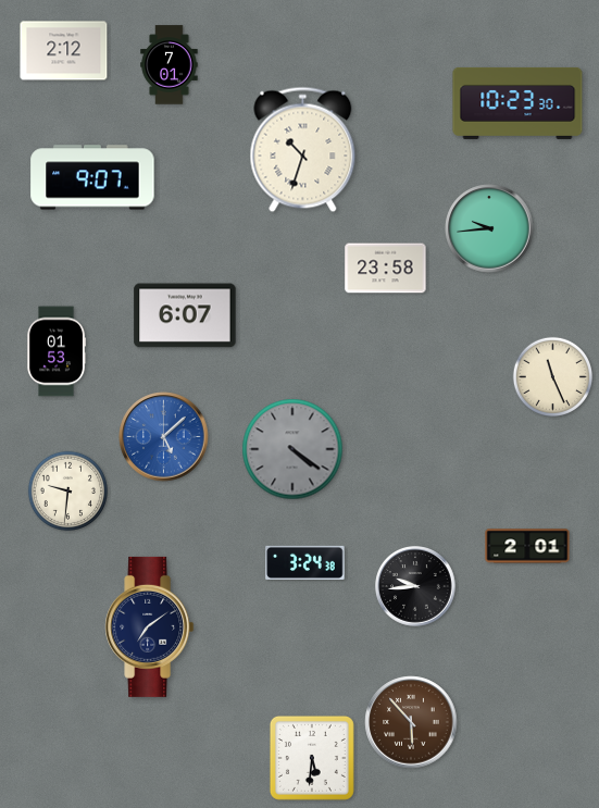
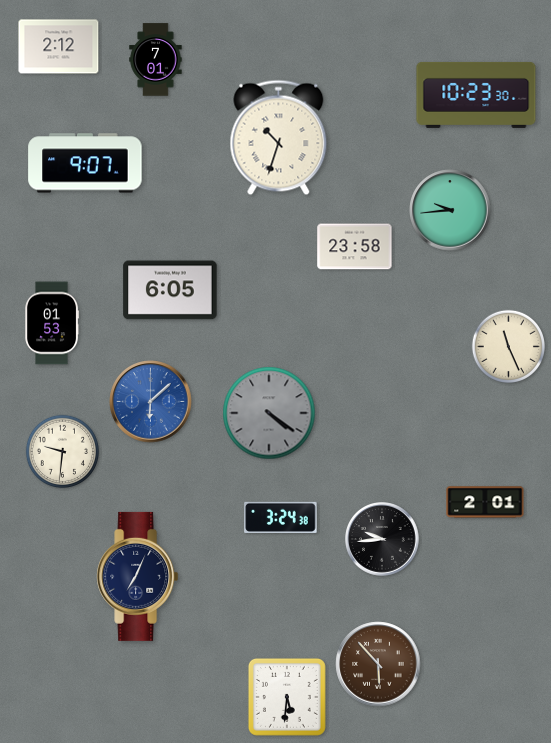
clock at (185, 315): 6:07 -> 6:05
clock at (164, 437): 5:08 -> 6:08
clock at (150, 626): 7:09 -> 7:04
